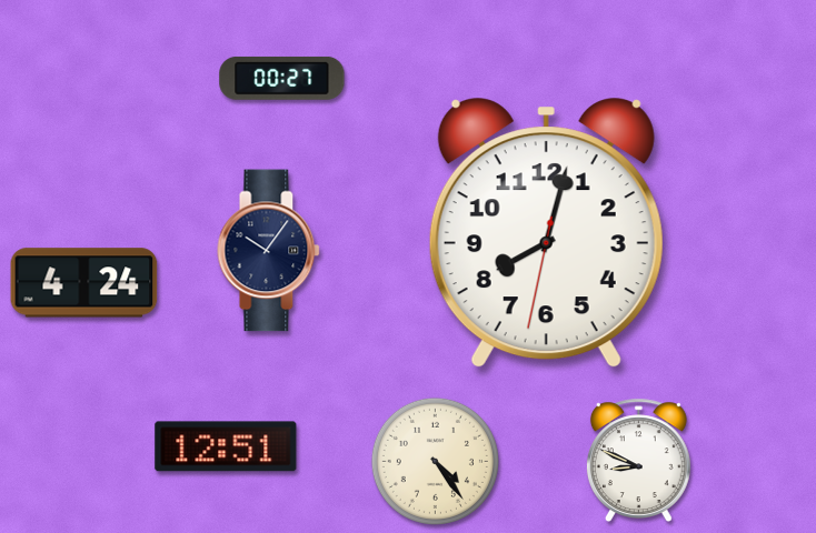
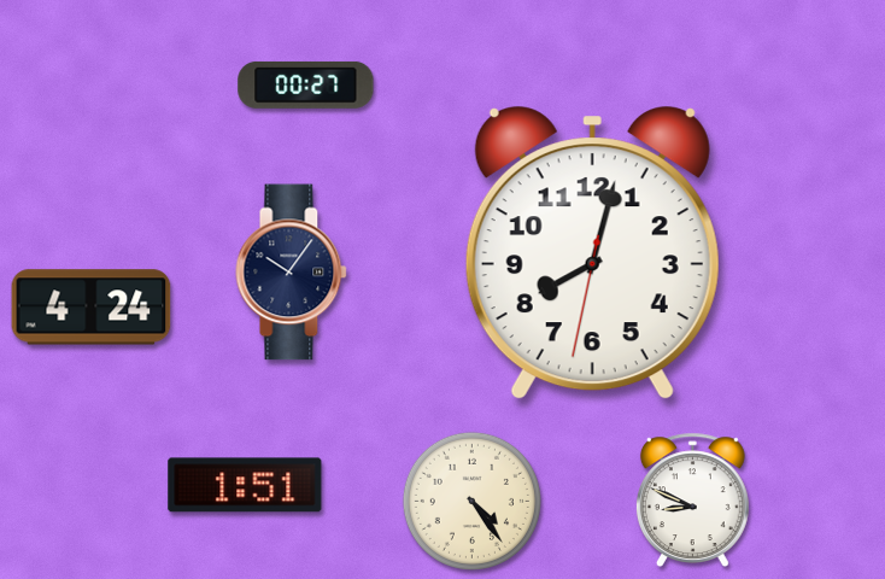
clock at (226, 446): 12:51 -> 1:51
